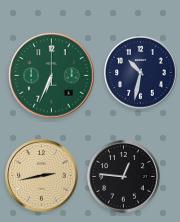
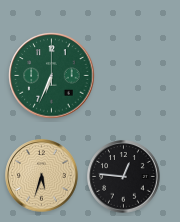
clock at (141, 73): 10:32 -> none
clock at (42, 176): 2:43 -> 5:33
